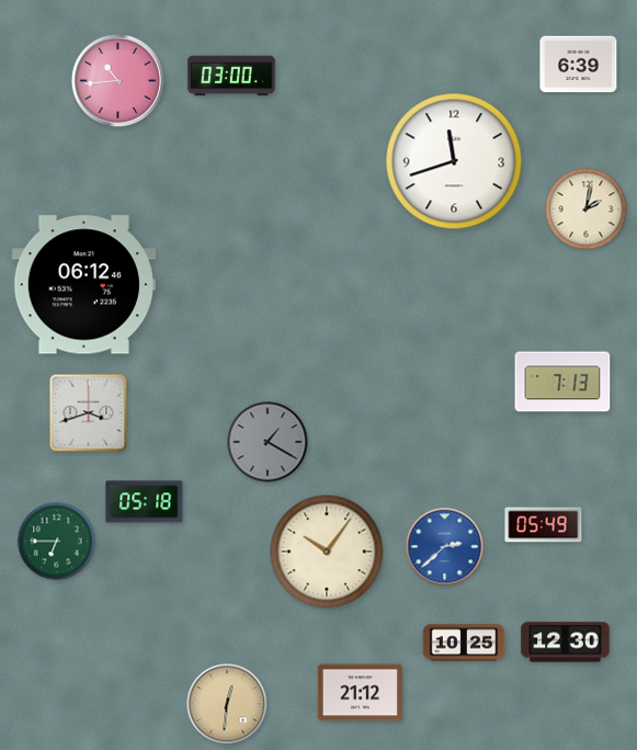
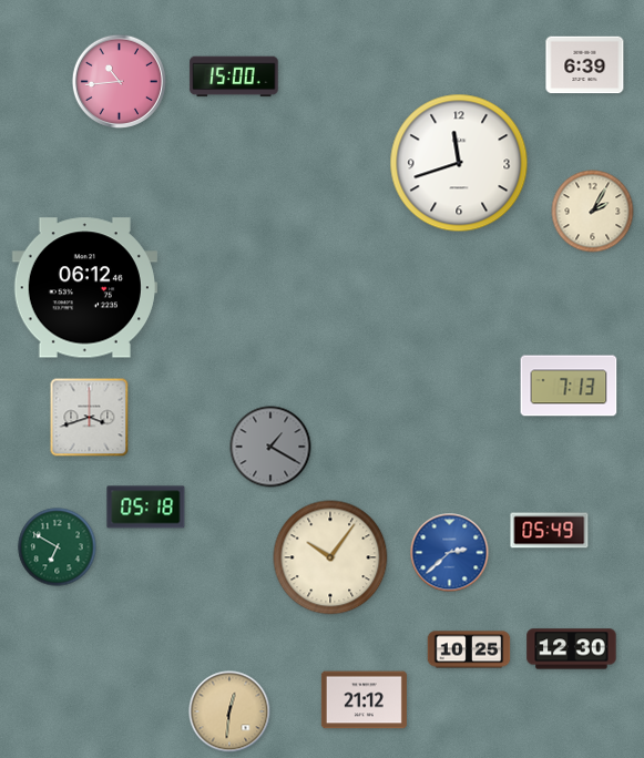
clock at (231, 76): 03:00 -> 15:00
clock at (587, 209): 2:02 -> 2:05
clock at (57, 542): 6:45 -> 6:50
